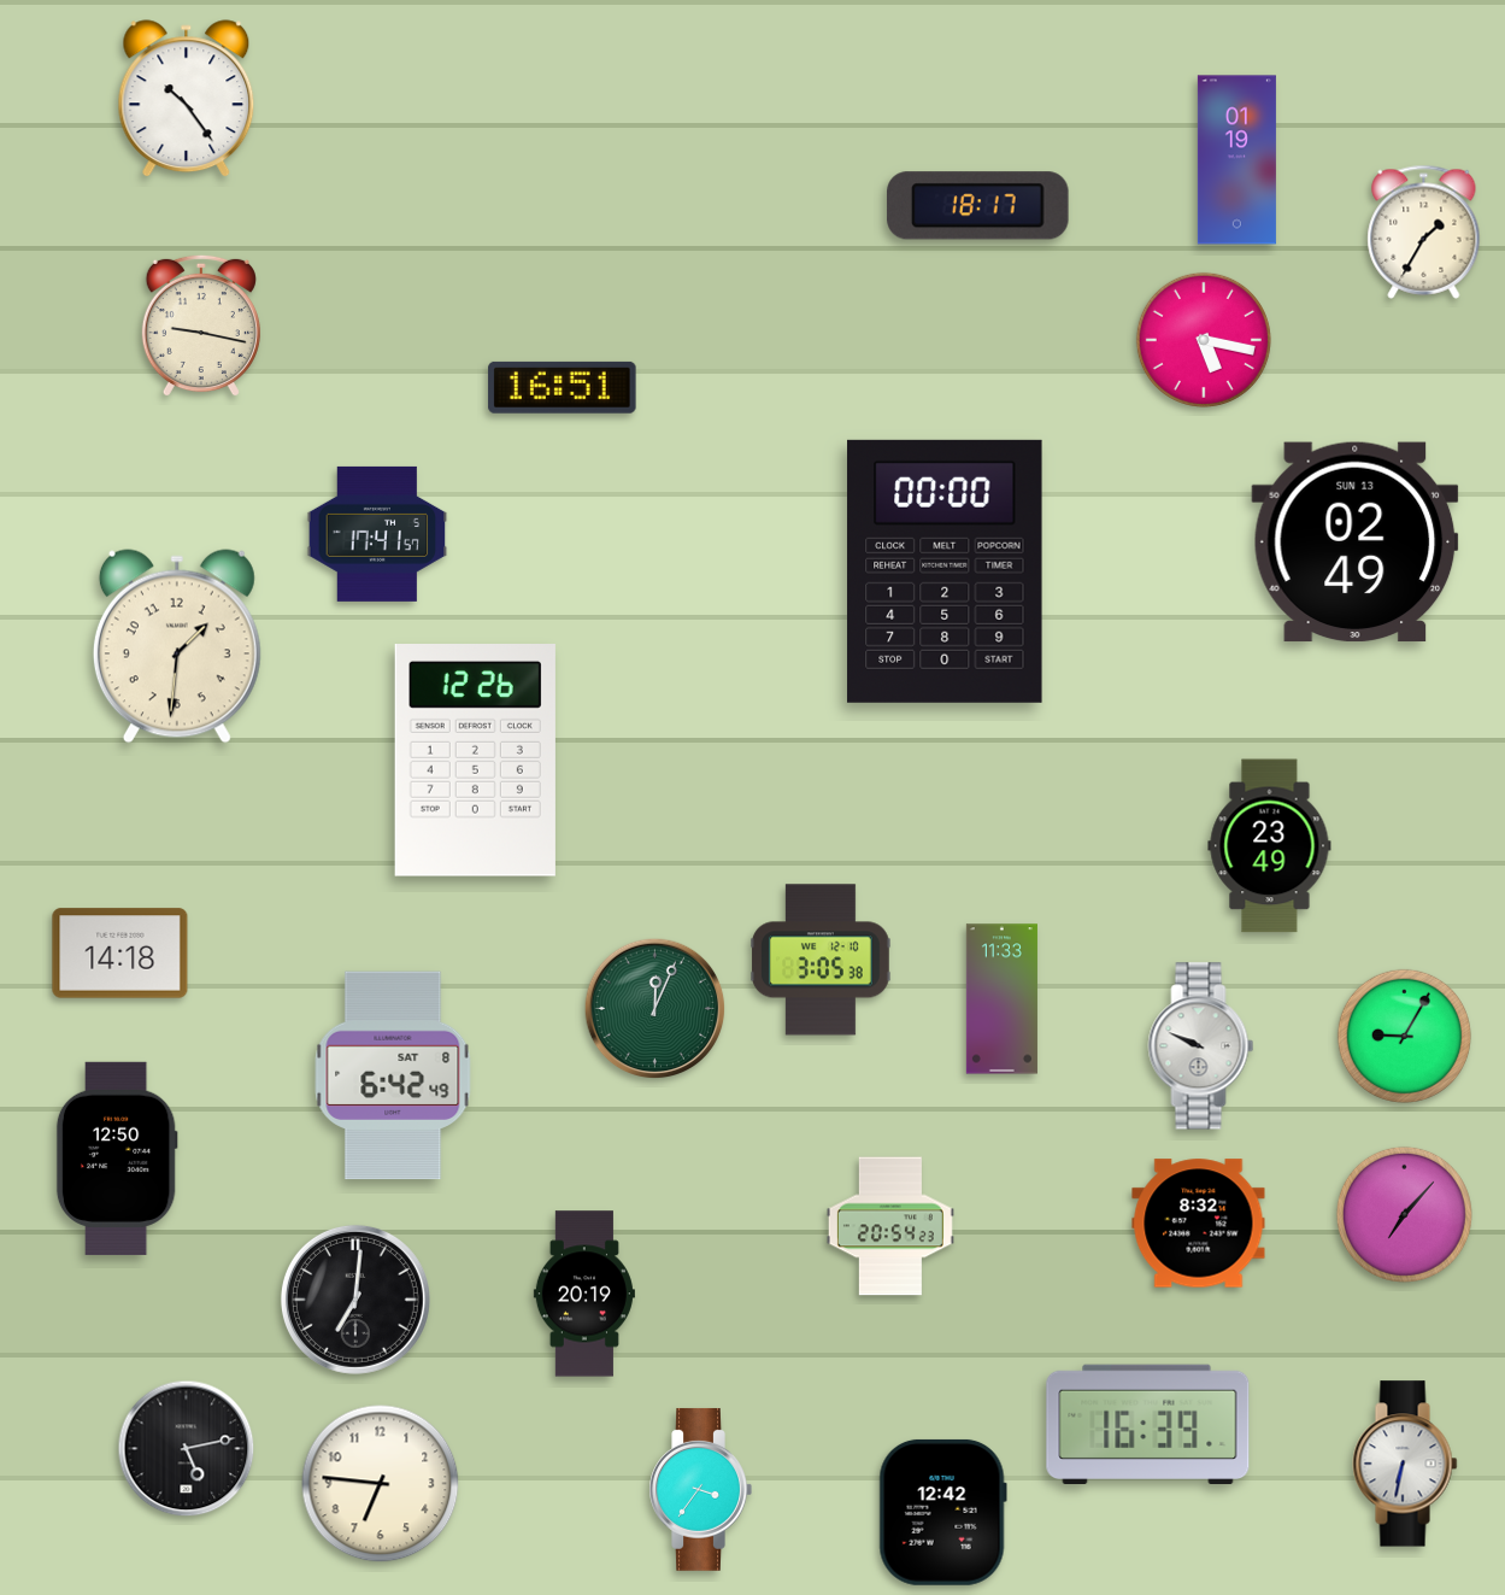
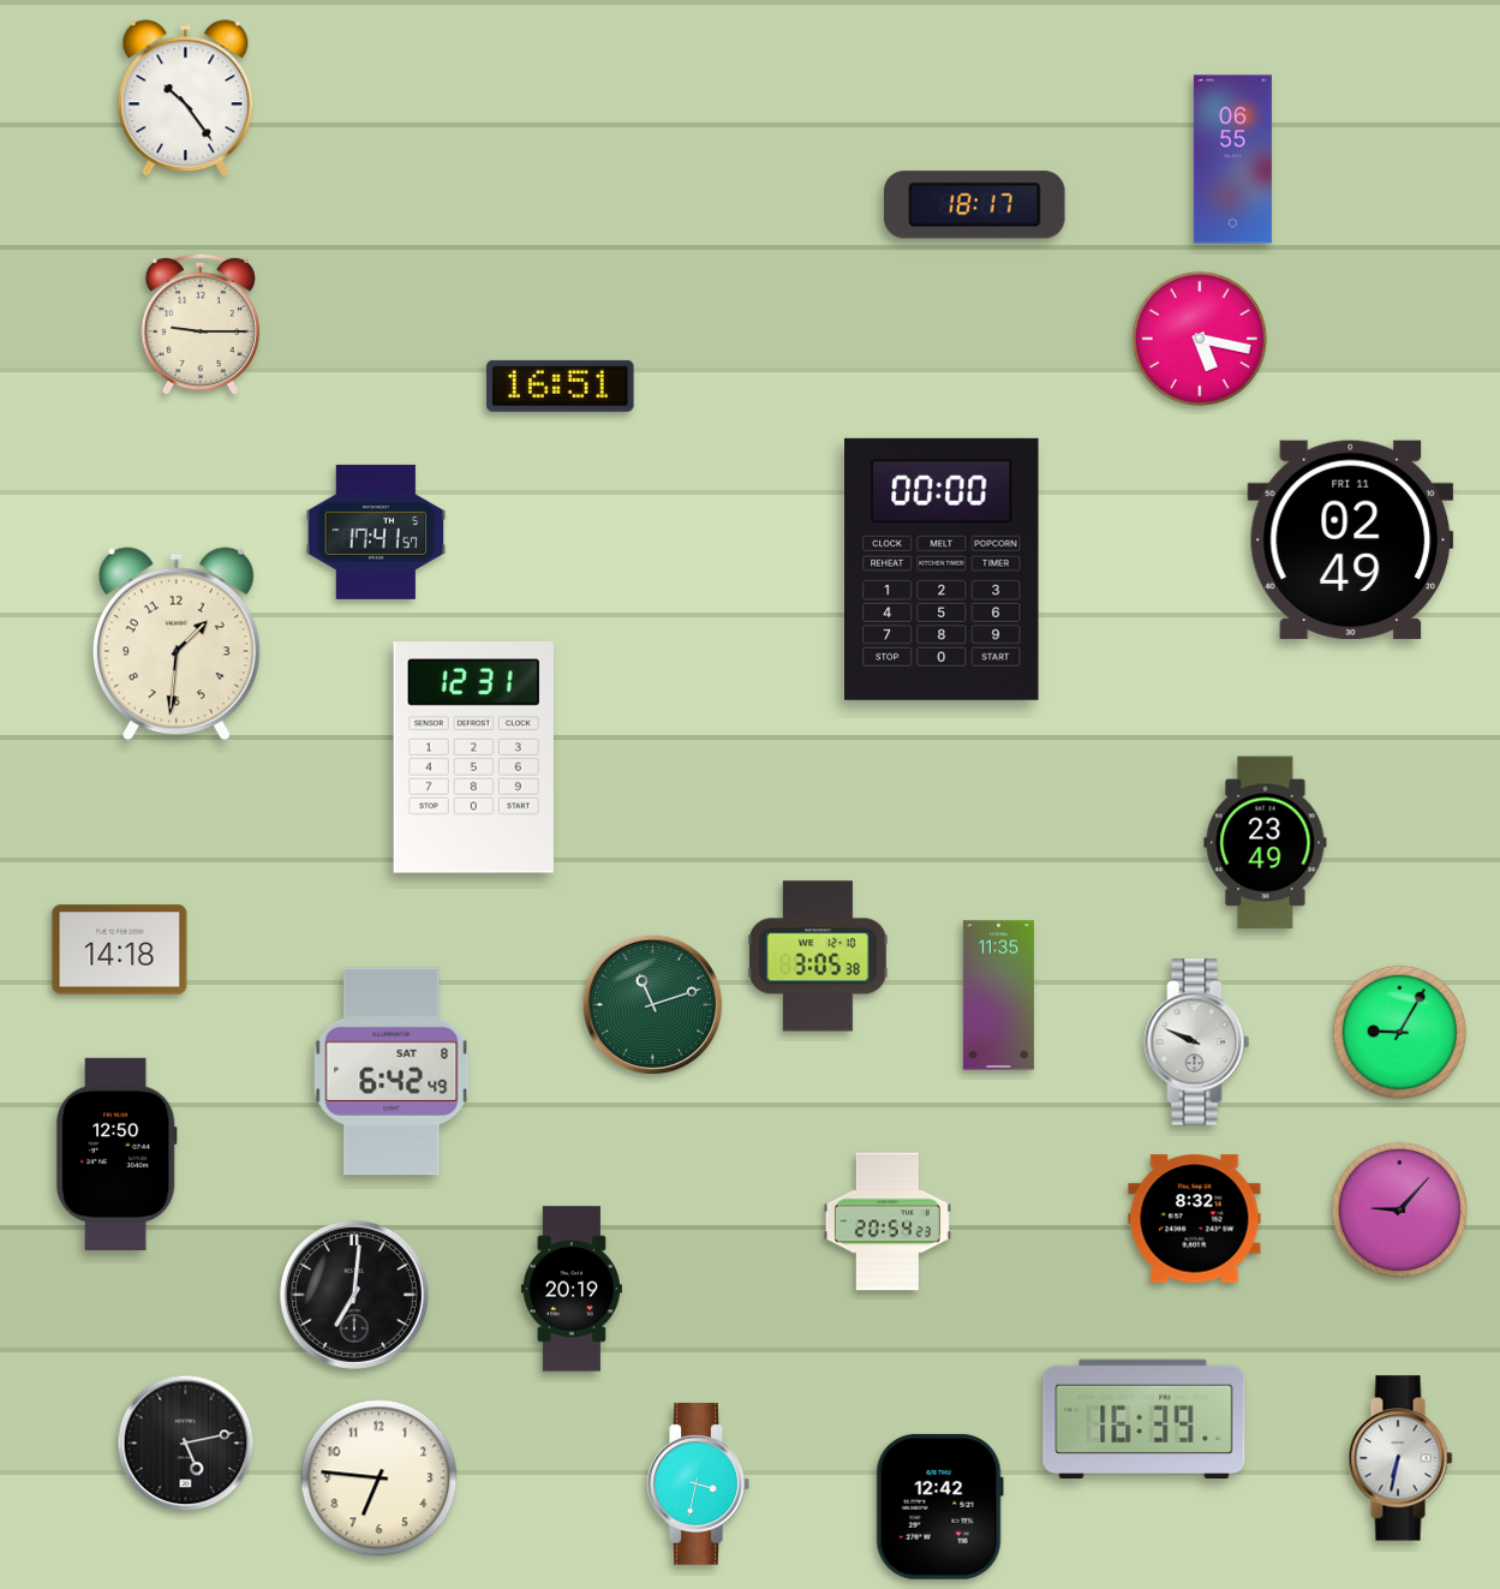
clock at (1236, 160): 01:19 -> 06:55
clock at (1424, 231): 1:35 -> none
clock at (201, 326): 9:17 -> 9:15
clock at (1356, 543) date: SUN 13 -> FRI 11
clock at (475, 761): 12:26 -> 12:31
clock at (1001, 999): 11:33 -> 11:35
clock at (656, 1009): 12:04 -> 11:12
clock at (1404, 1214): 7:07 -> 9:07
clock at (584, 1294) position: (584, 1294) -> (572, 1289)
clock at (700, 1489): 3:36 -> 3:32
